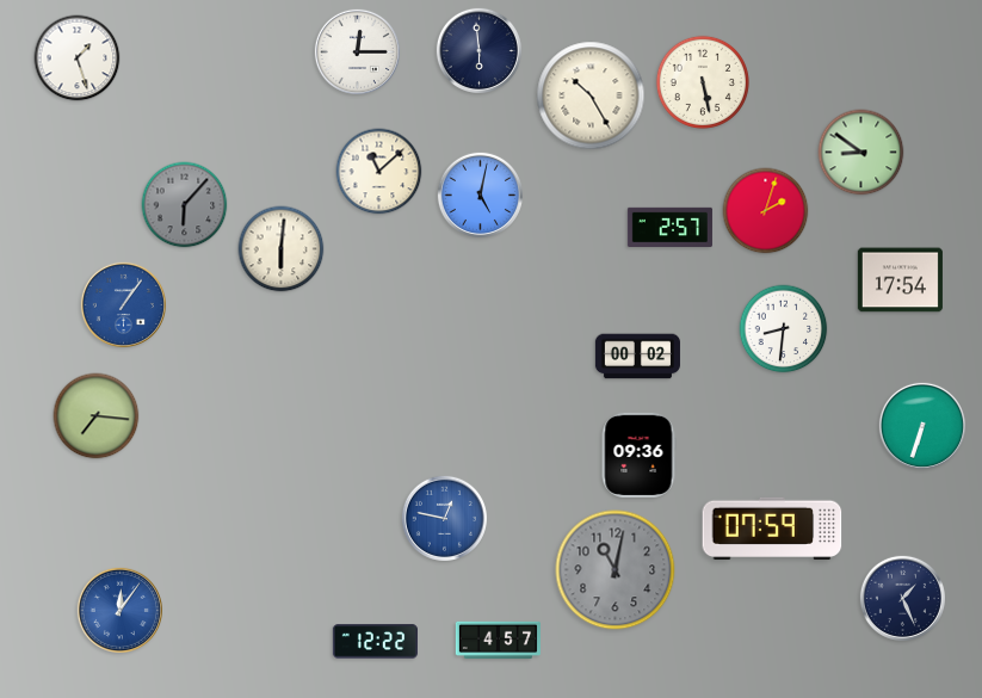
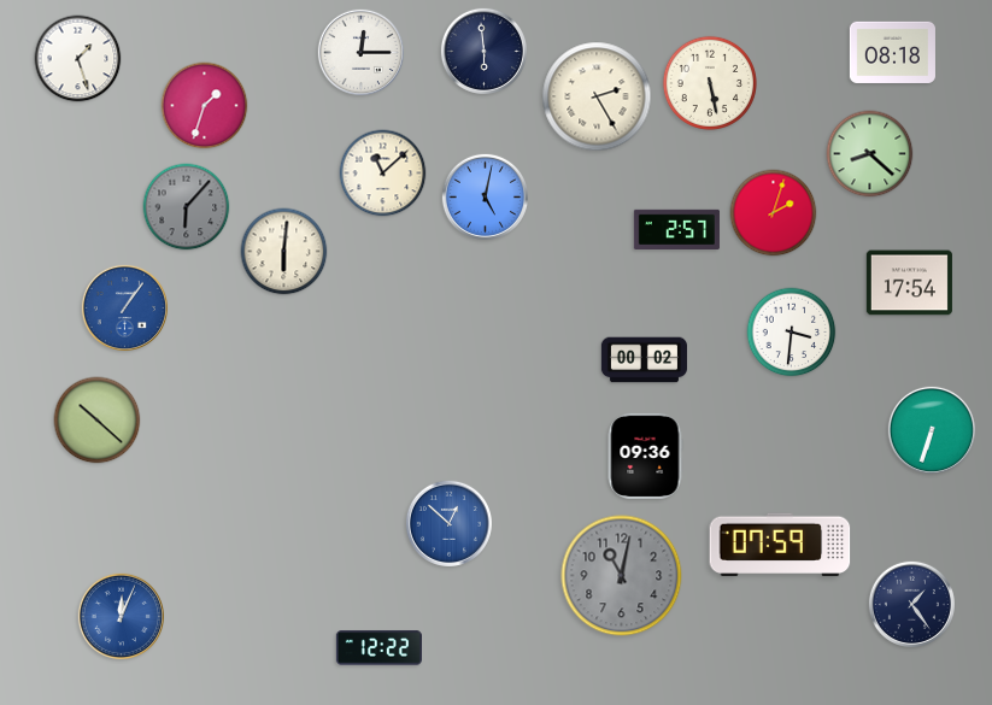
clock at (892, 52): none -> 08:18
clock at (591, 95): 10:25 -> 2:25
clock at (205, 106): none -> 1:33
clock at (861, 153): 8:51 -> 8:22
clock at (784, 329): 8:31 -> 3:31
clock at (97, 416): 7:16 -> 10:22
clock at (638, 455) position: (638, 455) -> (645, 456)
clock at (444, 518): 12:47 -> 12:52
clock at (772, 529) position: (772, 529) -> (780, 545)
clock at (902, 598): 1:26 -> 1:24
clock at (119, 610): 12:06 -> 12:04
clock at (498, 641): 4:57 -> none
